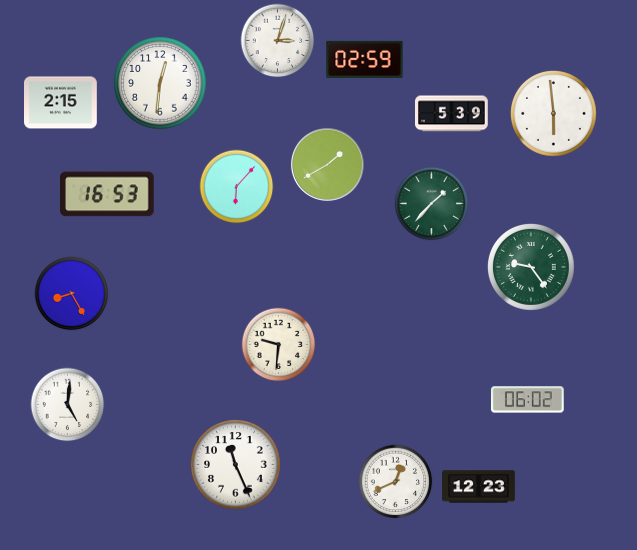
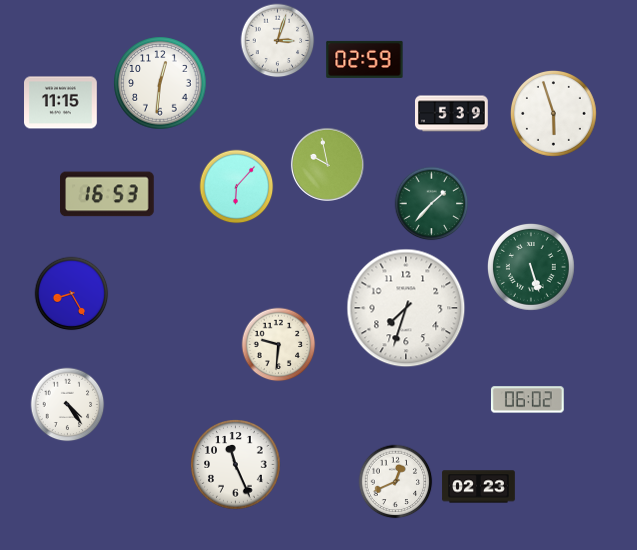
clock at (61, 103): 2:15 -> 11:15
clock at (553, 113): 5:59 -> 5:57
clock at (327, 164): 1:40 -> 9:58
clock at (532, 268): 9:24 -> 5:27
clock at (406, 308): none -> 7:33
clock at (68, 405): 5:01 -> 4:24
clock at (479, 487): 12:23 -> 02:23
